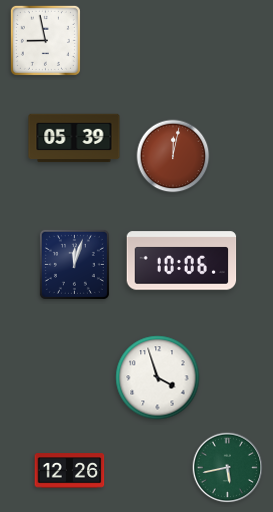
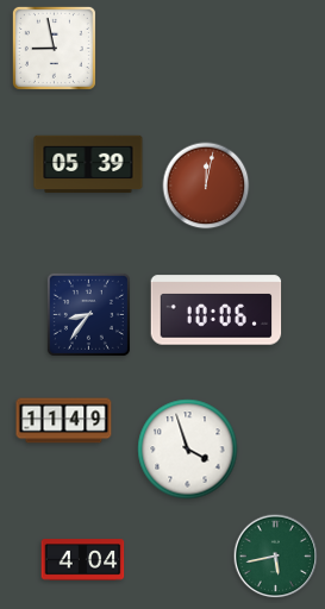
clock at (74, 264): 12:03 -> 8:36
clock at (64, 421): none -> 11:49
clock at (228, 468) position: (228, 468) -> (276, 557)
clock at (70, 471): 12:26 -> 4:04
